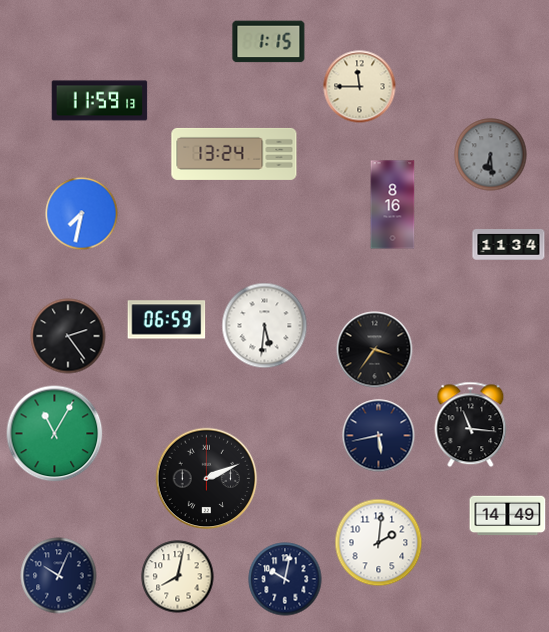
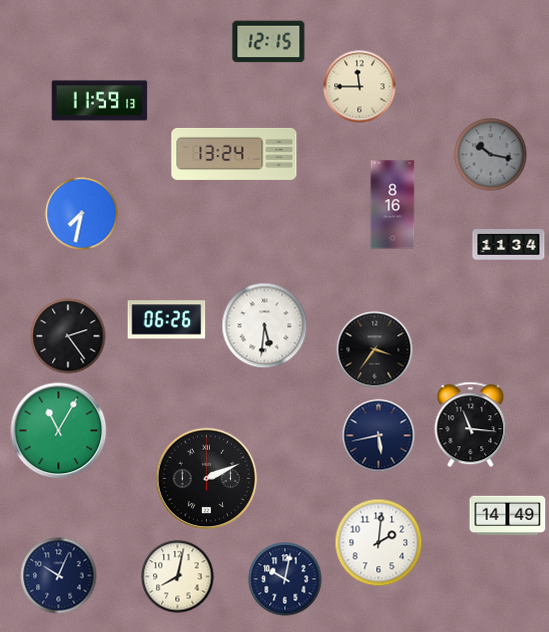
clock at (269, 42): 1:15 -> 12:15
clock at (491, 155): 6:29 -> 10:17
clock at (167, 320): 06:59 -> 06:26
clock at (55, 434) position: (55, 434) -> (59, 431)
